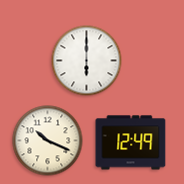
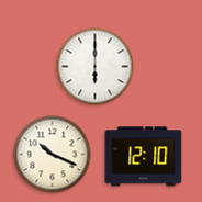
clock at (131, 143): 12:49 -> 12:10
